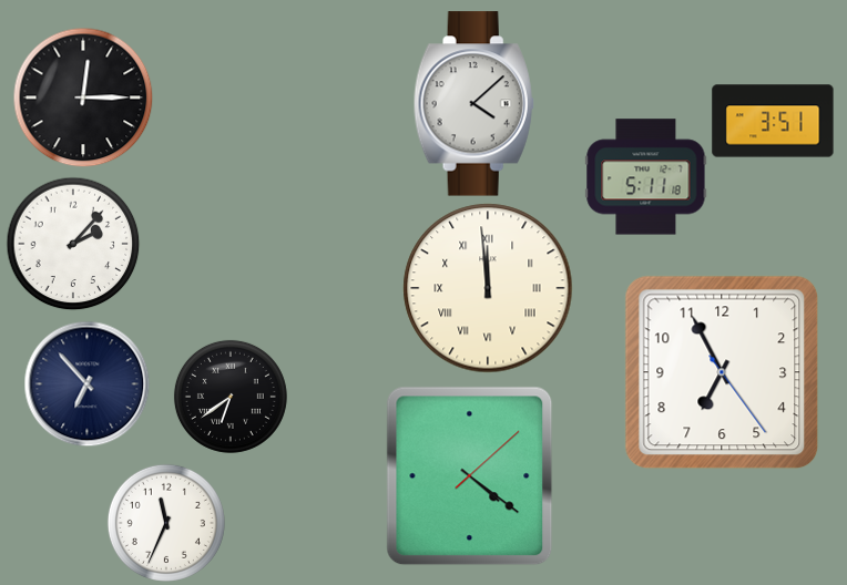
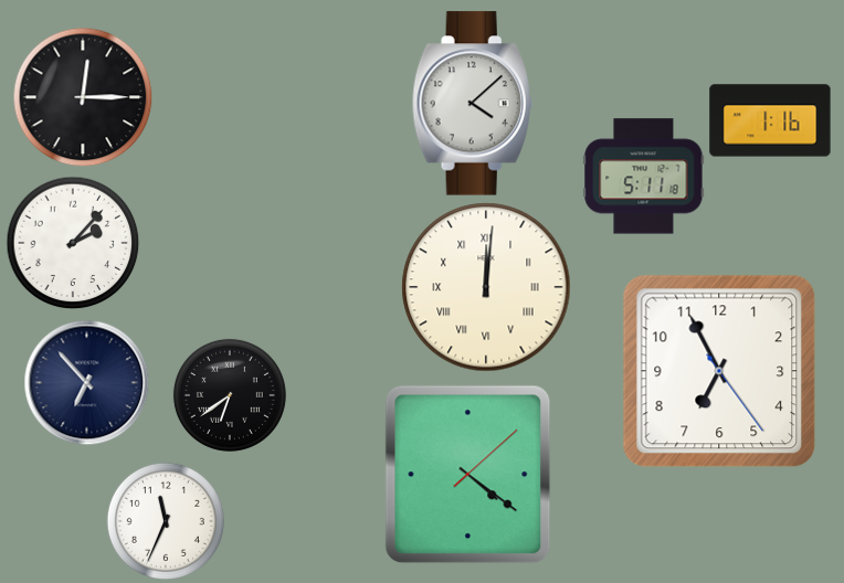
clock at (773, 121): 3:51 -> 1:16
clock at (488, 288): 11:59 -> 12:01
